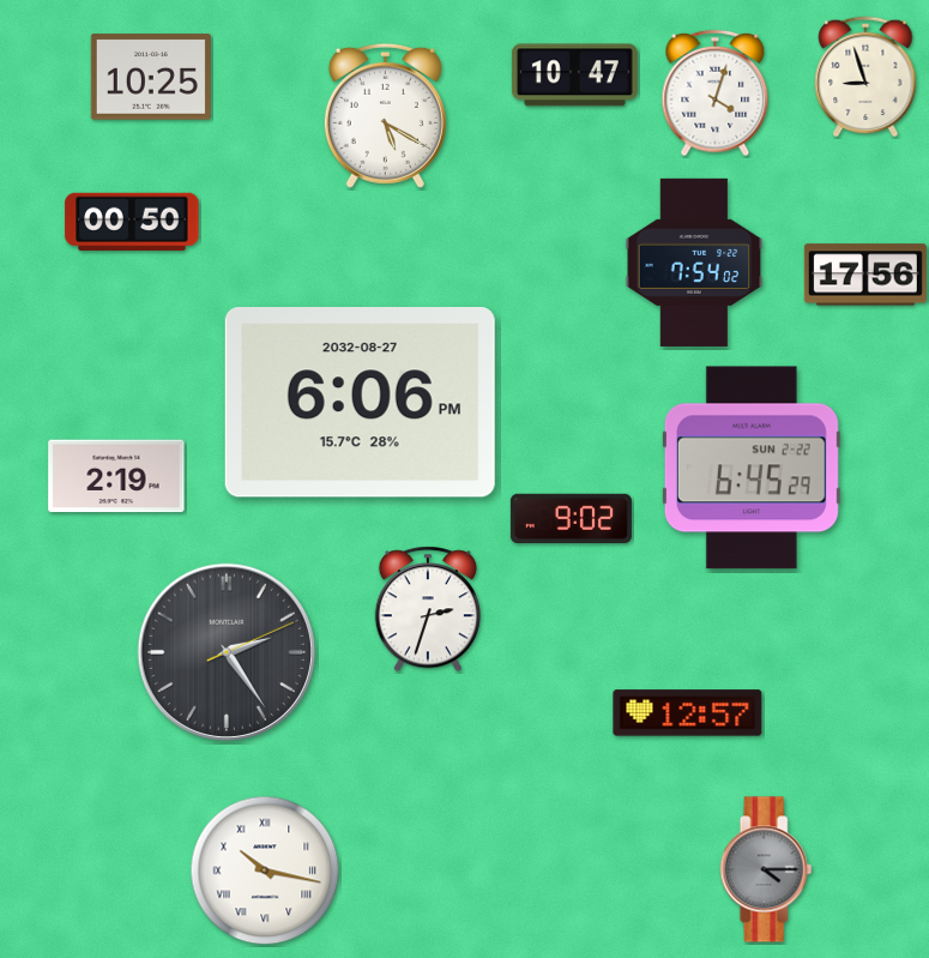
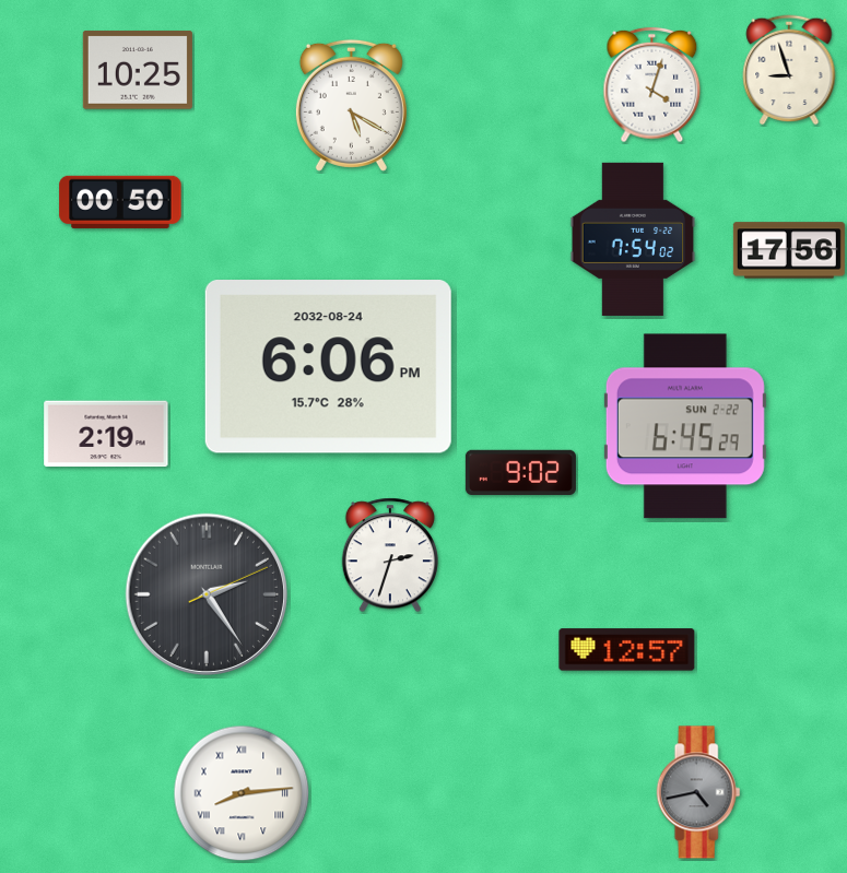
clock at (574, 76): 10:47 -> none
clock at (360, 403) date: 2032-08-27 -> 2032-08-24
clock at (766, 869): 4:15 -> 4:43
clock at (265, 870): 10:17 -> 8:14
